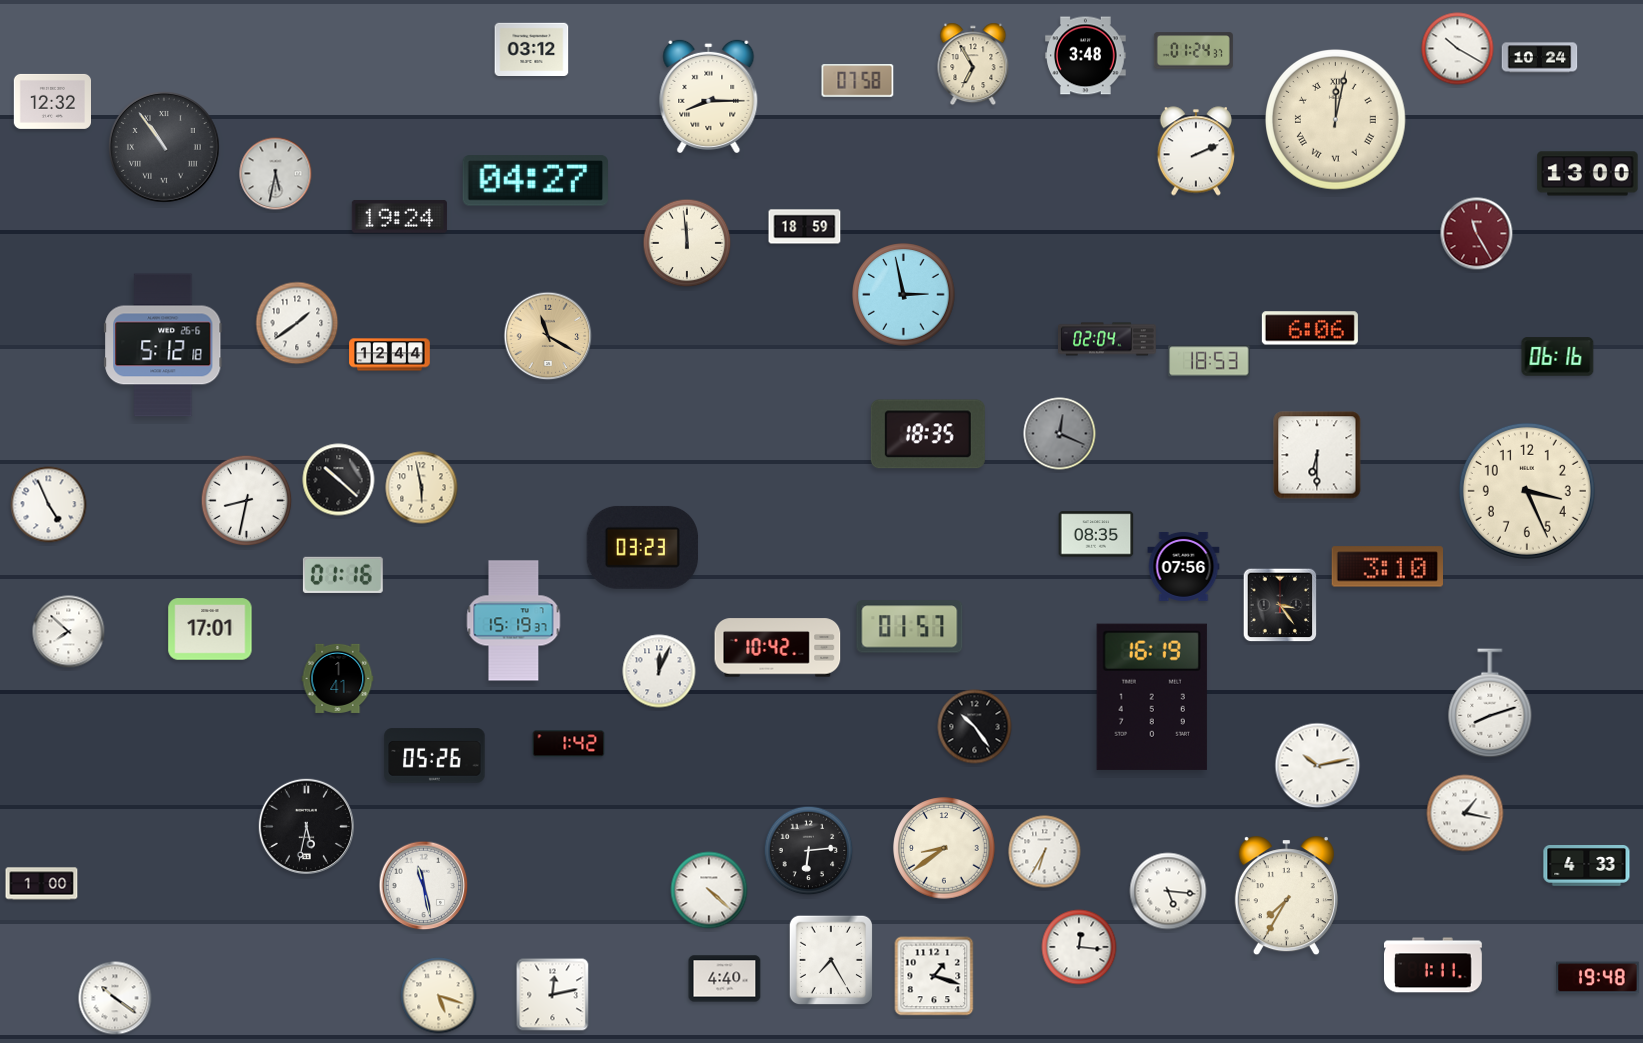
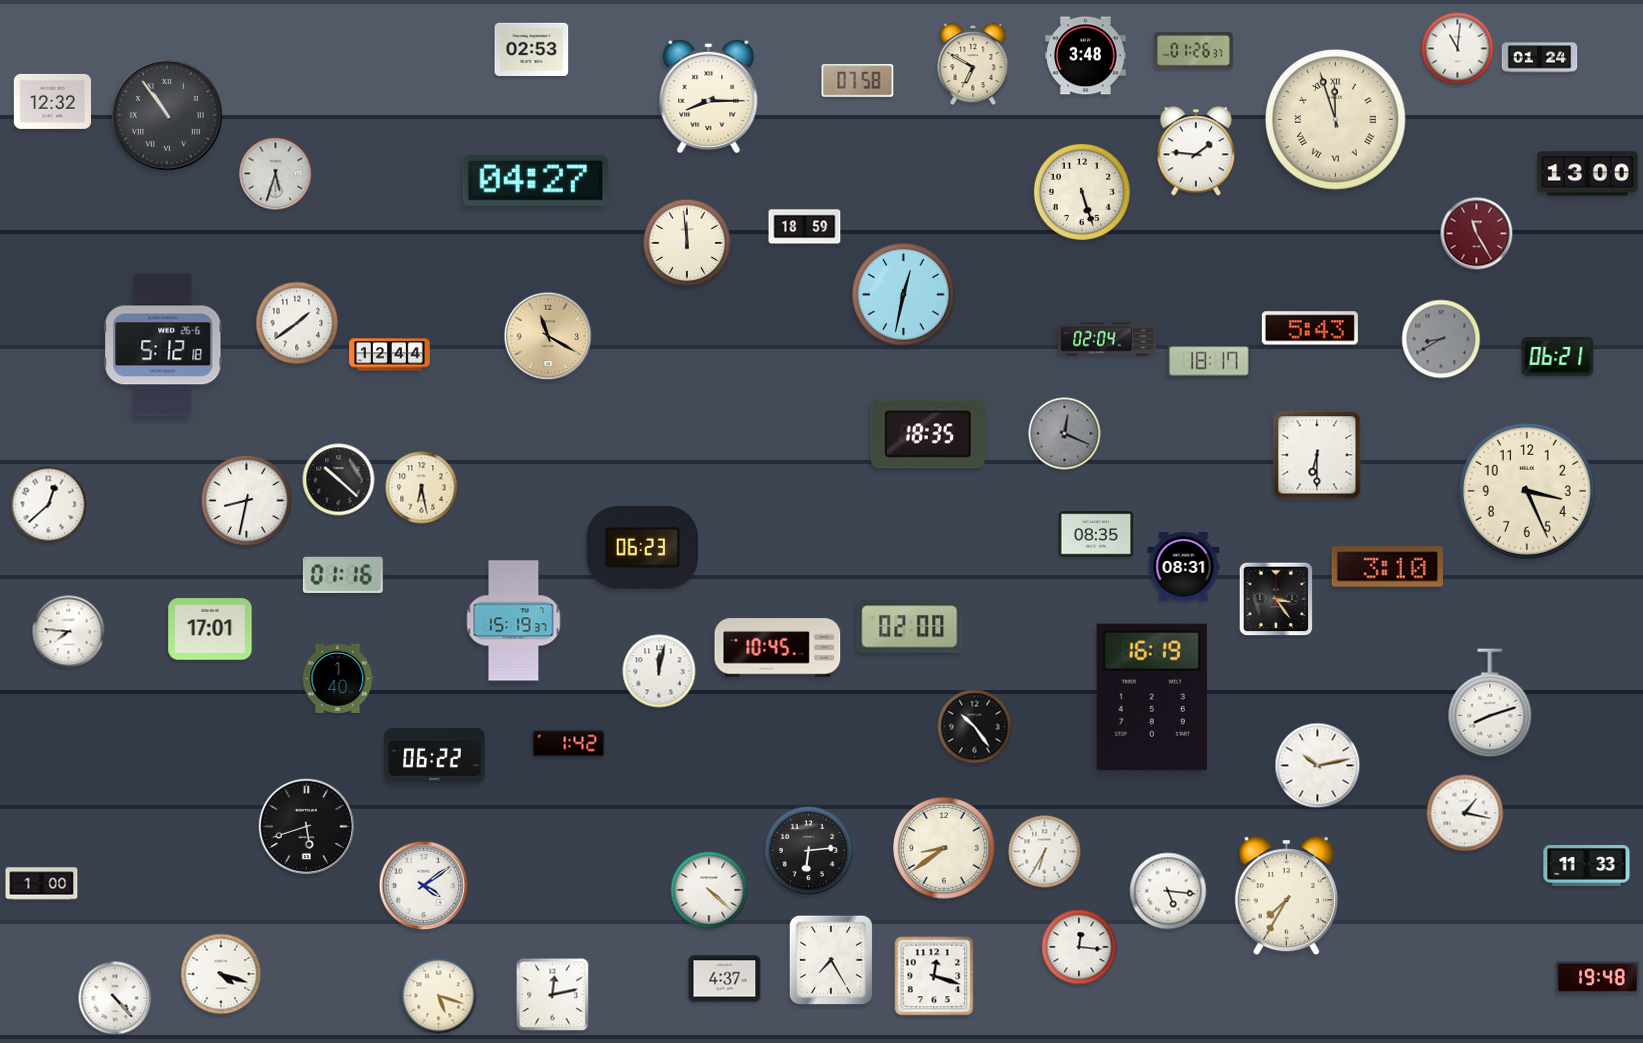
clock at (532, 49): 03:12 -> 02:53
clock at (1458, 49): 10:20 -> 11:01
clock at (1193, 51): 01:24 -> 01:26
clock at (1540, 58): 10:24 -> 01:24
clock at (973, 64): 6:55 -> 6:50
clock at (1336, 120): 12:02 -> 11:57
clock at (165, 148) position: (165, 148) -> (168, 116)
clock at (1195, 151): 2:11 -> 1:46
clock at (276, 174): 5:32 -> 5:33
clock at (1082, 192): none -> 5:27
clock at (399, 216): 19:24 -> none
clock at (904, 295): 2:58 -> 12:32
clock at (1310, 328): 6:06 -> 5:43
clock at (1441, 339): none -> 8:40
clock at (1558, 357): 06:16 -> 06:21
clock at (1209, 361): 18:53 -> 18:17
clock at (1060, 434) position: (1060, 434) -> (1065, 434)
clock at (422, 488): 5:58 -> 6:28
clock at (49, 505): 4:56 -> 12:38
clock at (642, 547): 03:23 -> 06:23
clock at (1184, 566): 07:56 -> 08:31
clock at (1280, 605) position: (1280, 605) -> (1276, 599)
clock at (910, 627): 01:57 -> 02:00
clock at (69, 632): 7:52 -> 7:46
clock at (778, 648): 10:42 -> 10:45
clock at (659, 671): 12:04 -> 12:02
clock at (338, 678): 1:41 -> 1:40
clock at (435, 756): 05:26 -> 06:22
clock at (306, 826): 5:32 -> 5:42
clock at (1587, 866): 4:33 -> 11:33
clock at (424, 886): 11:28 -> 4:09
clock at (1434, 965): 1:11 -> none
clock at (221, 974): none -> 4:18
clock at (934, 976): 1:18 -> 12:18
clock at (725, 979): 4:40 -> 4:37
clock at (115, 998): 10:21 -> 4:23
